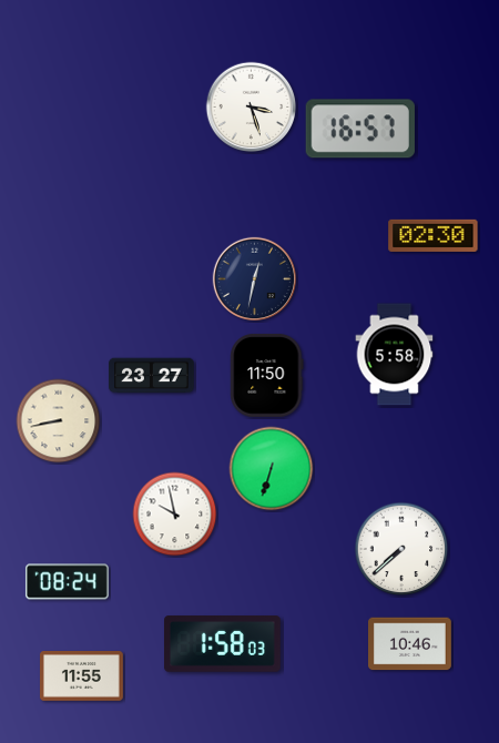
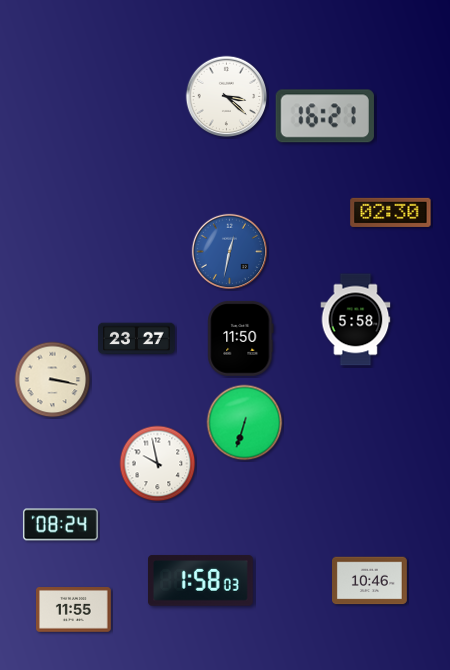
clock at (252, 108): 3:27 -> 3:22
clock at (360, 129): 16:57 -> 16:21
clock at (254, 278) dial: navy -> blue
clock at (59, 421): 8:43 -> 3:17
clock at (401, 549): 7:38 -> none
